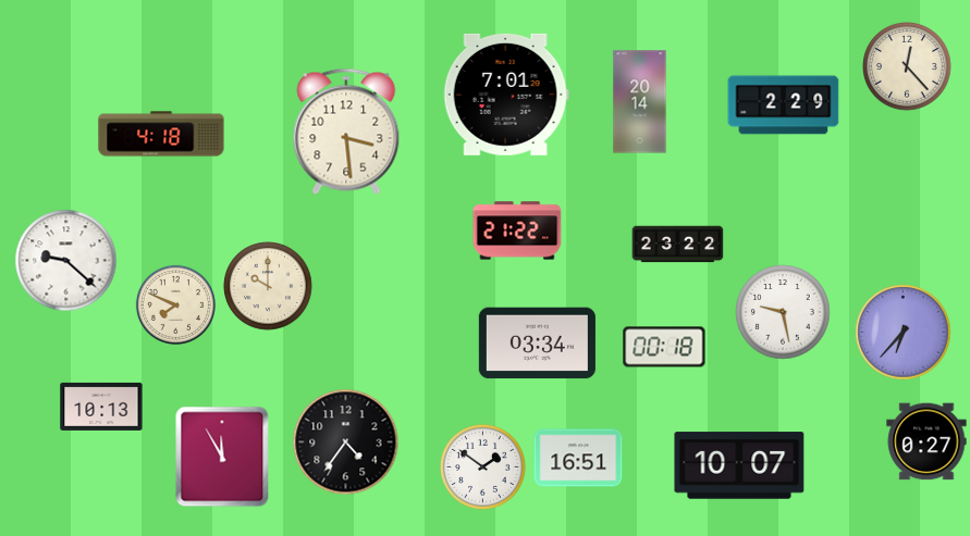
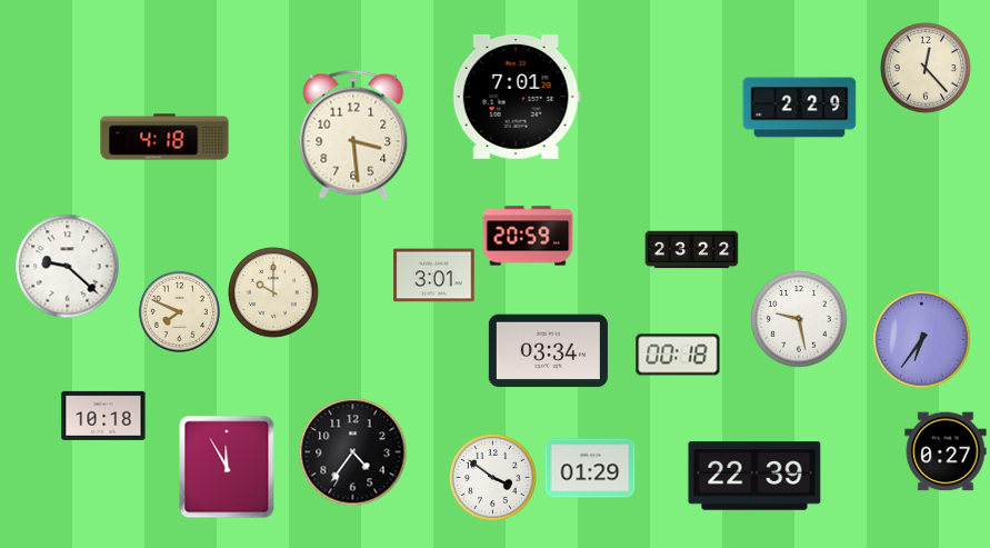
clock at (640, 102): 20:14 -> none
clock at (517, 230): 21:22 -> 20:59
clock at (434, 276): none -> 3:01
clock at (904, 333): 6:37 -> 6:36
clock at (101, 407): 10:13 -> 10:18
clock at (578, 458): 16:51 -> 01:29
clock at (739, 465): 10:07 -> 22:39
clock at (482, 466): 1:51 -> 3:51
